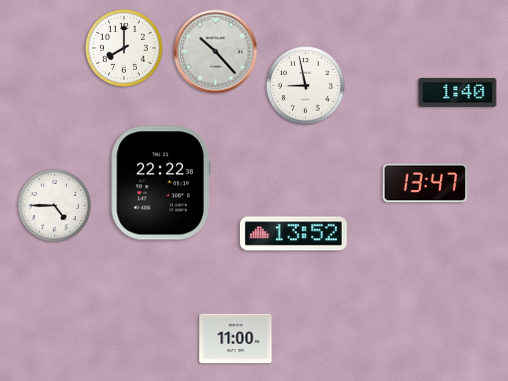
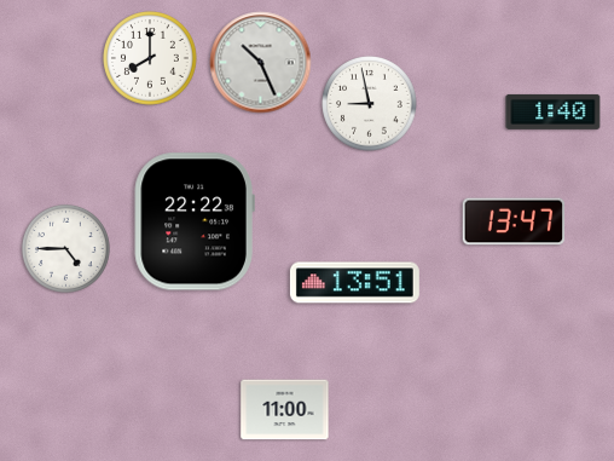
clock at (216, 52): 10:23 -> 10:26
clock at (293, 234): 13:52 -> 13:51
